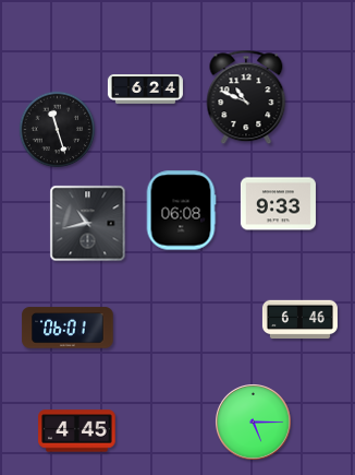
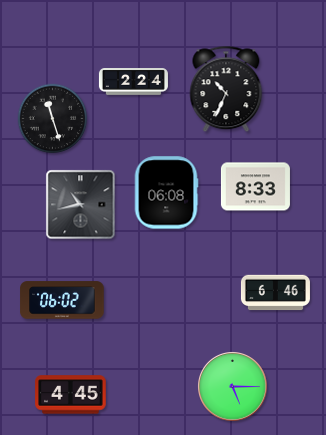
clock at (145, 90): 6:24 -> 2:24
clock at (246, 97): 10:49 -> 10:34
clock at (278, 204): 9:33 -> 8:33
clock at (68, 328): 06:01 -> 06:02
